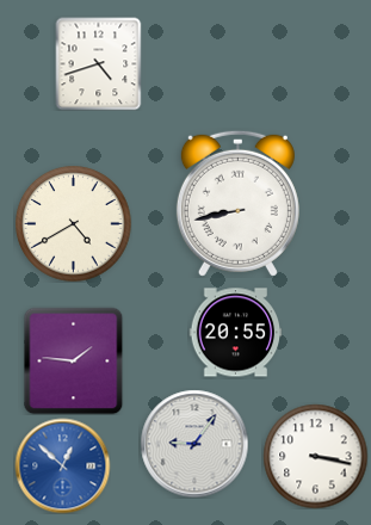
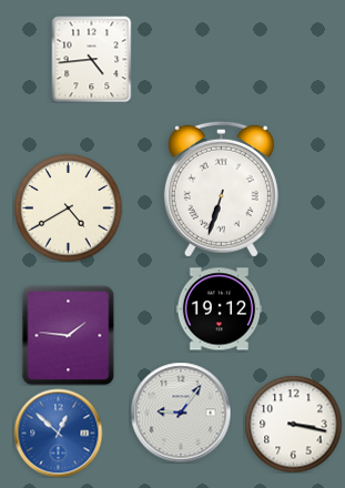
clock at (99, 63): 4:42 -> 4:44
clock at (237, 203): 8:43 -> 6:33
clock at (235, 333): 20:55 -> 19:12
